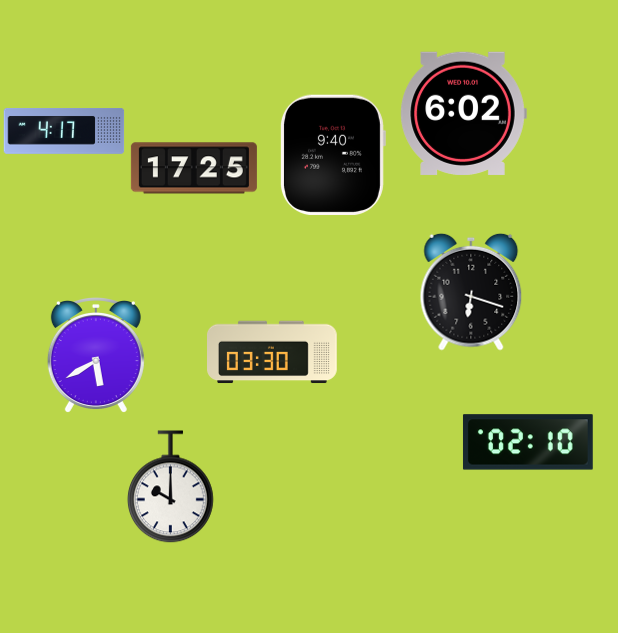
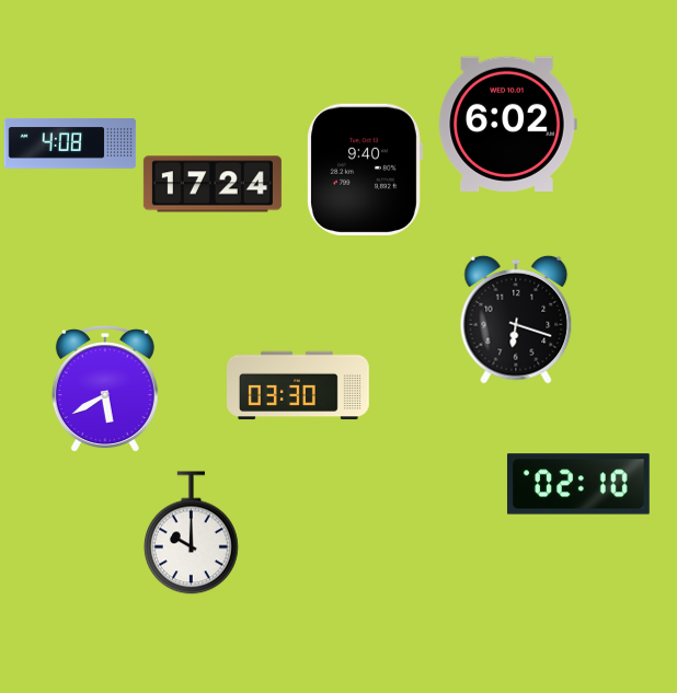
clock at (64, 132): 4:17 -> 4:08
clock at (194, 168): 17:25 -> 17:24
clock at (170, 487) position: (170, 487) -> (191, 533)
